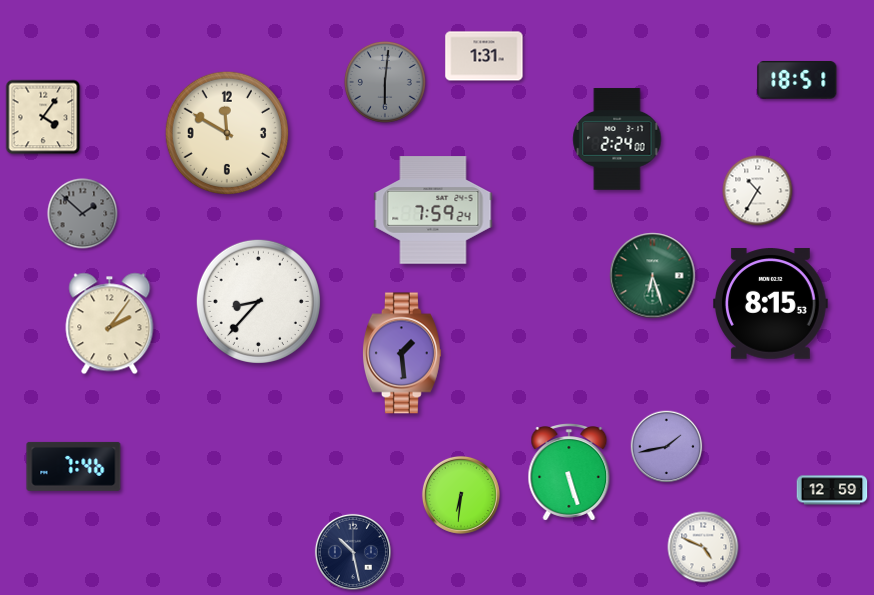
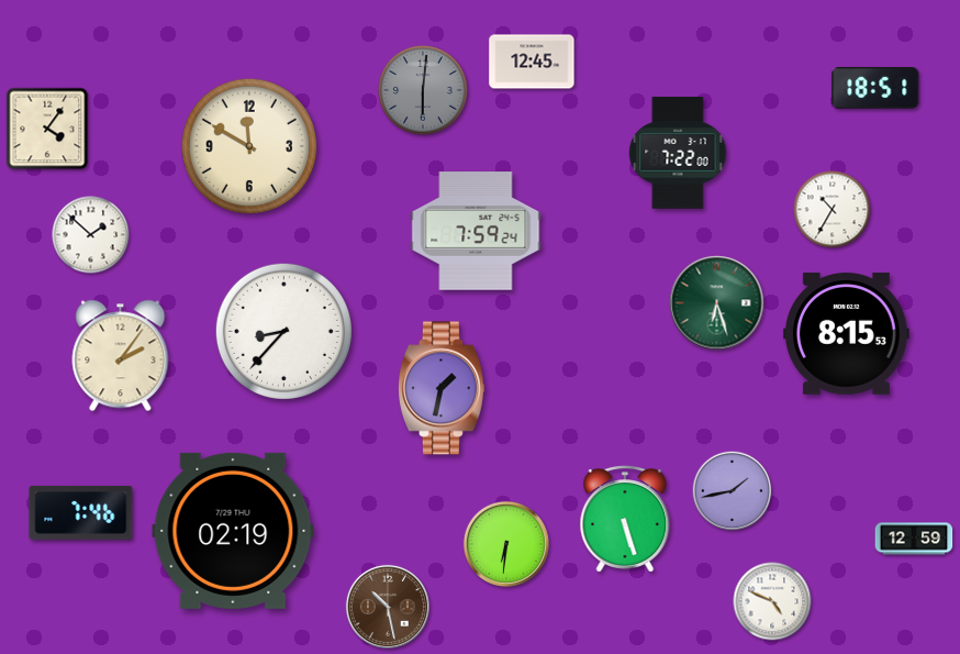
clock at (484, 56): 1:31 -> 12:45
clock at (617, 139): 2:24 -> 7:22
clock at (83, 214) dial: grey -> white
clock at (402, 353): 1:29 -> 1:32
clock at (233, 531): none -> 02:19
clock at (353, 552) dial: navy -> brown
